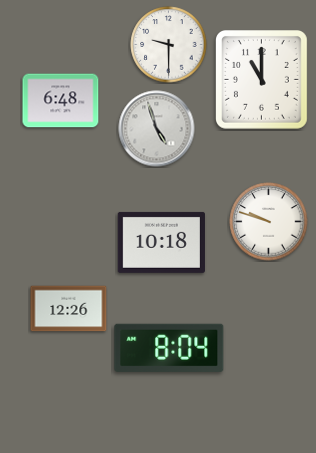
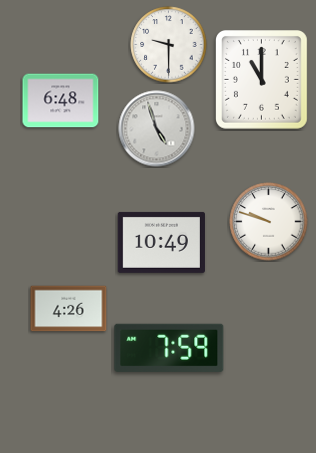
clock at (161, 242): 10:18 -> 10:49
clock at (69, 309): 12:26 -> 4:26
clock at (169, 348): 8:04 -> 7:59
